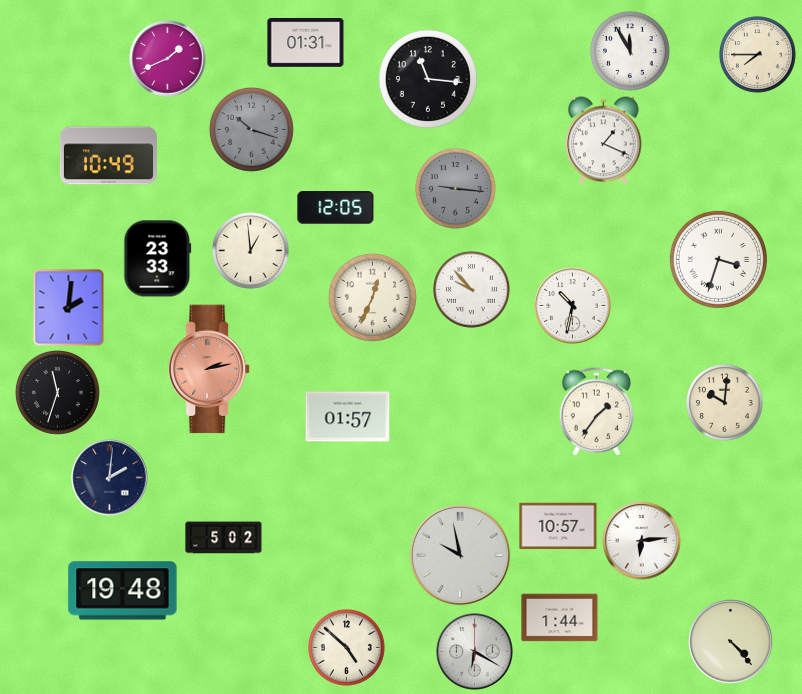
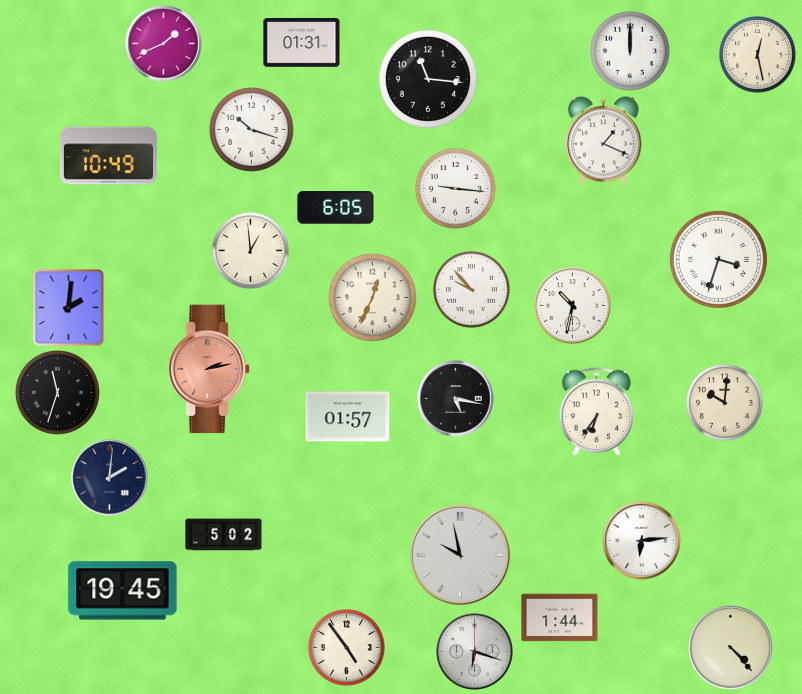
clock at (306, 43) position: (306, 43) -> (302, 43)
clock at (631, 52): 11:55 -> 12:00
clock at (758, 55): 7:45 -> 12:28
clock at (168, 59) position: (168, 59) -> (164, 44)
clock at (251, 129) dial: grey -> white
clock at (455, 188) dial: grey -> white
clock at (336, 208): 12:05 -> 6:05
clock at (158, 259): 23:33 -> none
clock at (456, 399): none -> 5:17
clock at (597, 412): 1:36 -> 6:36
clock at (558, 526): 10:57 -> none
clock at (224, 538) position: (224, 538) -> (224, 535)
clock at (123, 591): 19:48 -> 19:45
clock at (731, 642) position: (731, 642) -> (731, 648)
clock at (347, 648): 4:52 -> 4:54
clock at (475, 652): 6:20 -> 6:18
